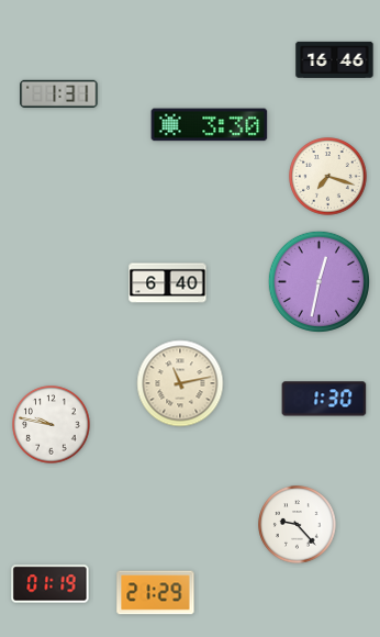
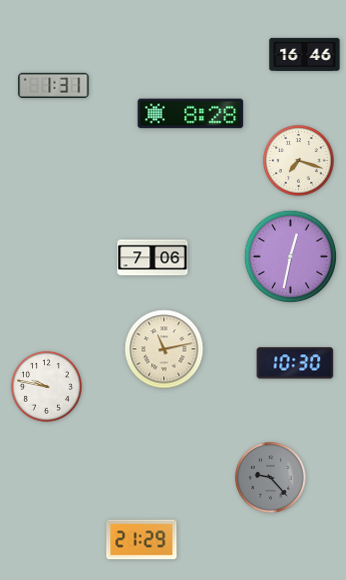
clock at (210, 125): 3:30 -> 8:28
clock at (168, 283): 6:40 -> 7:06
clock at (324, 399): 1:30 -> 10:30
clock at (298, 525) dial: white -> grey
clock at (51, 584): 01:19 -> none
